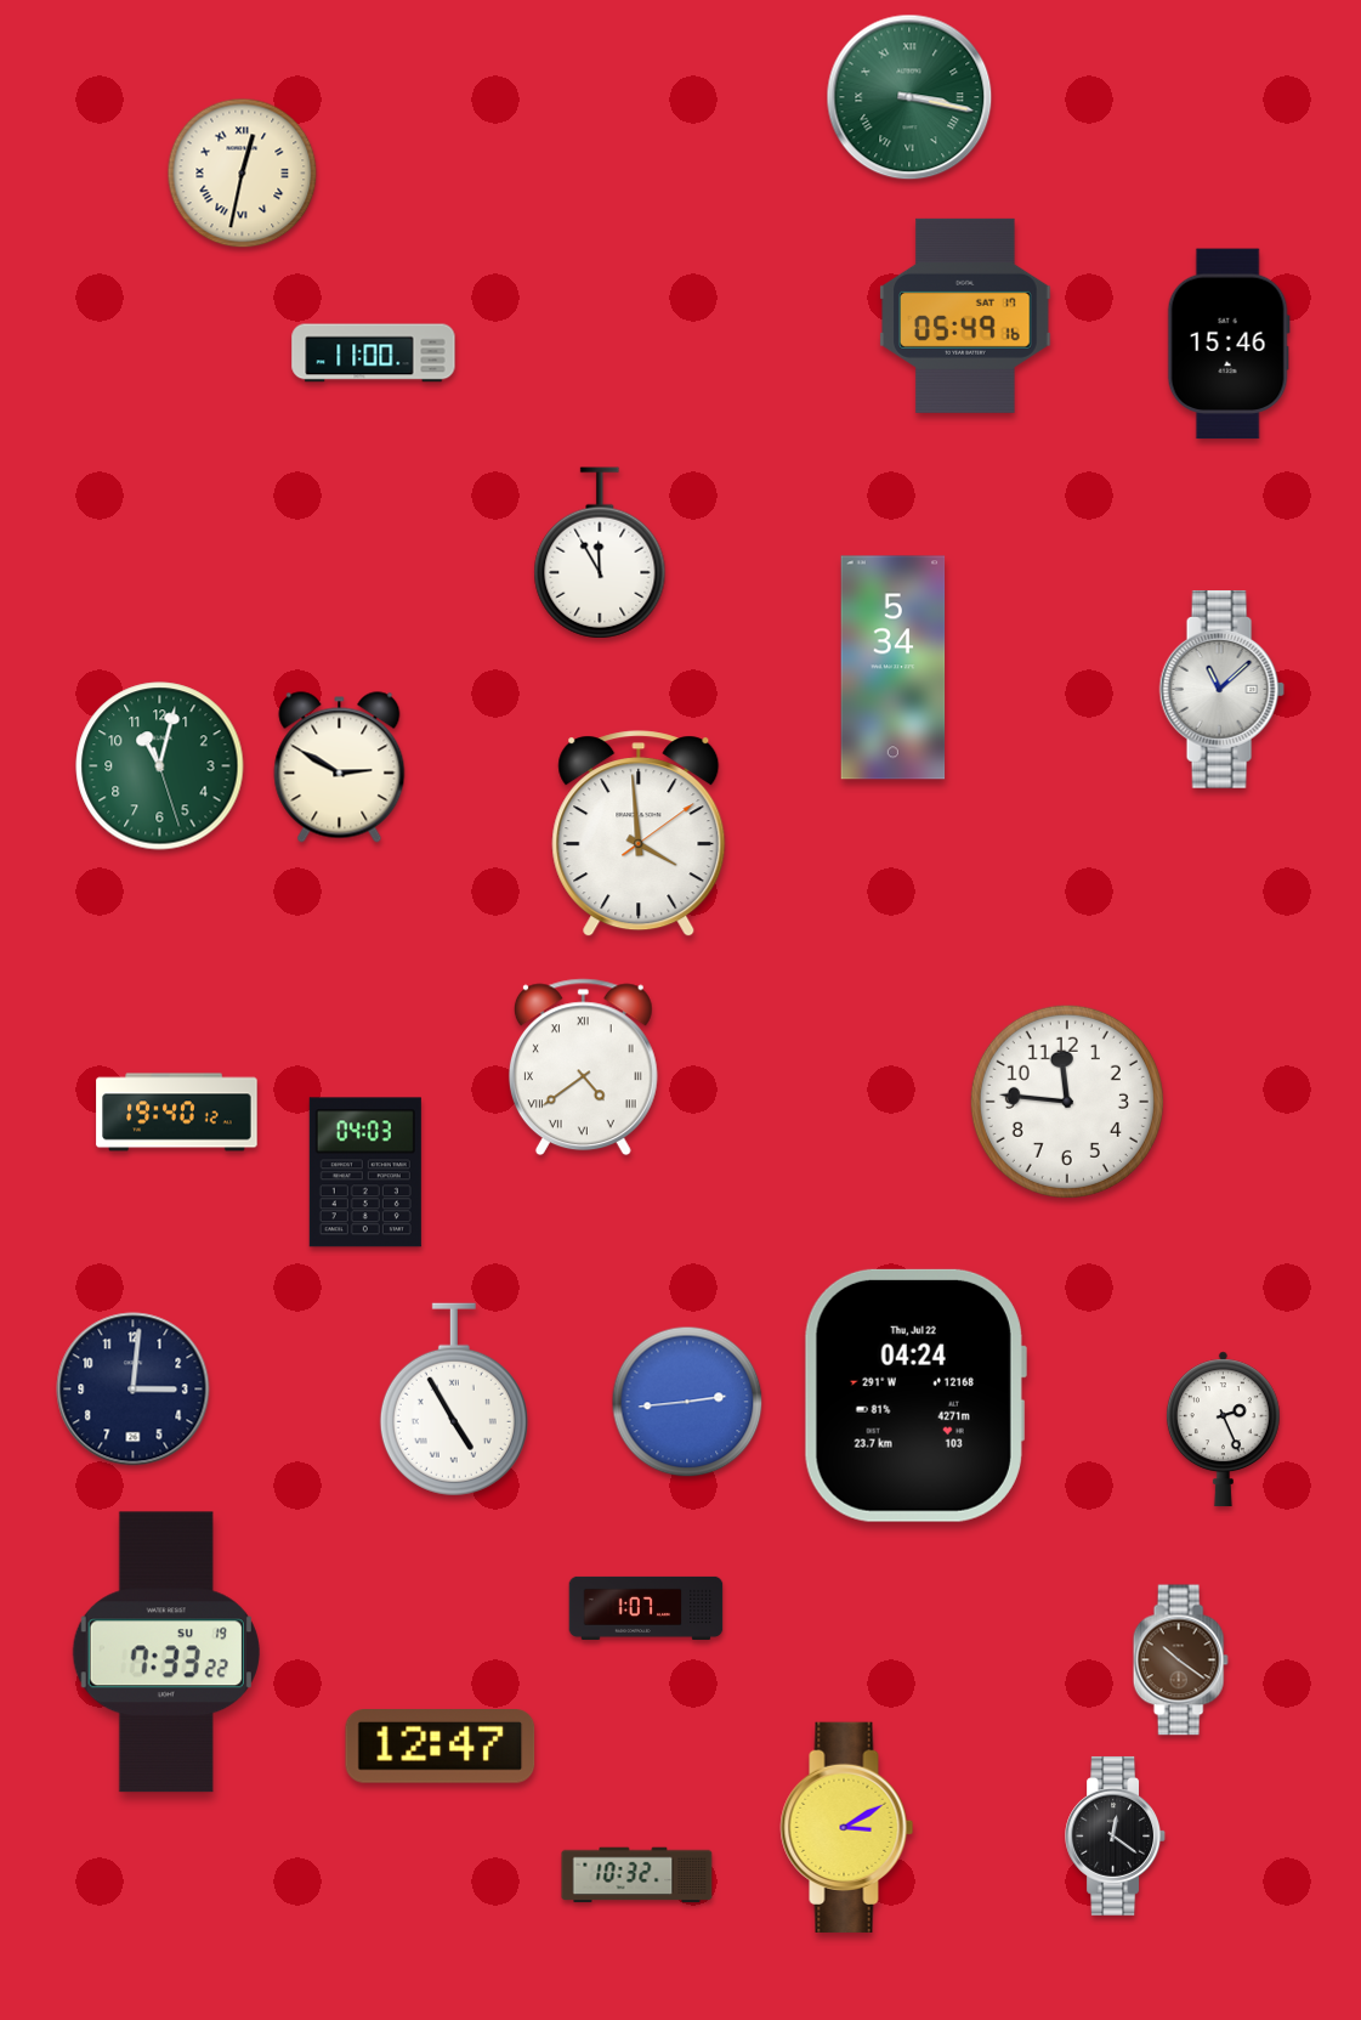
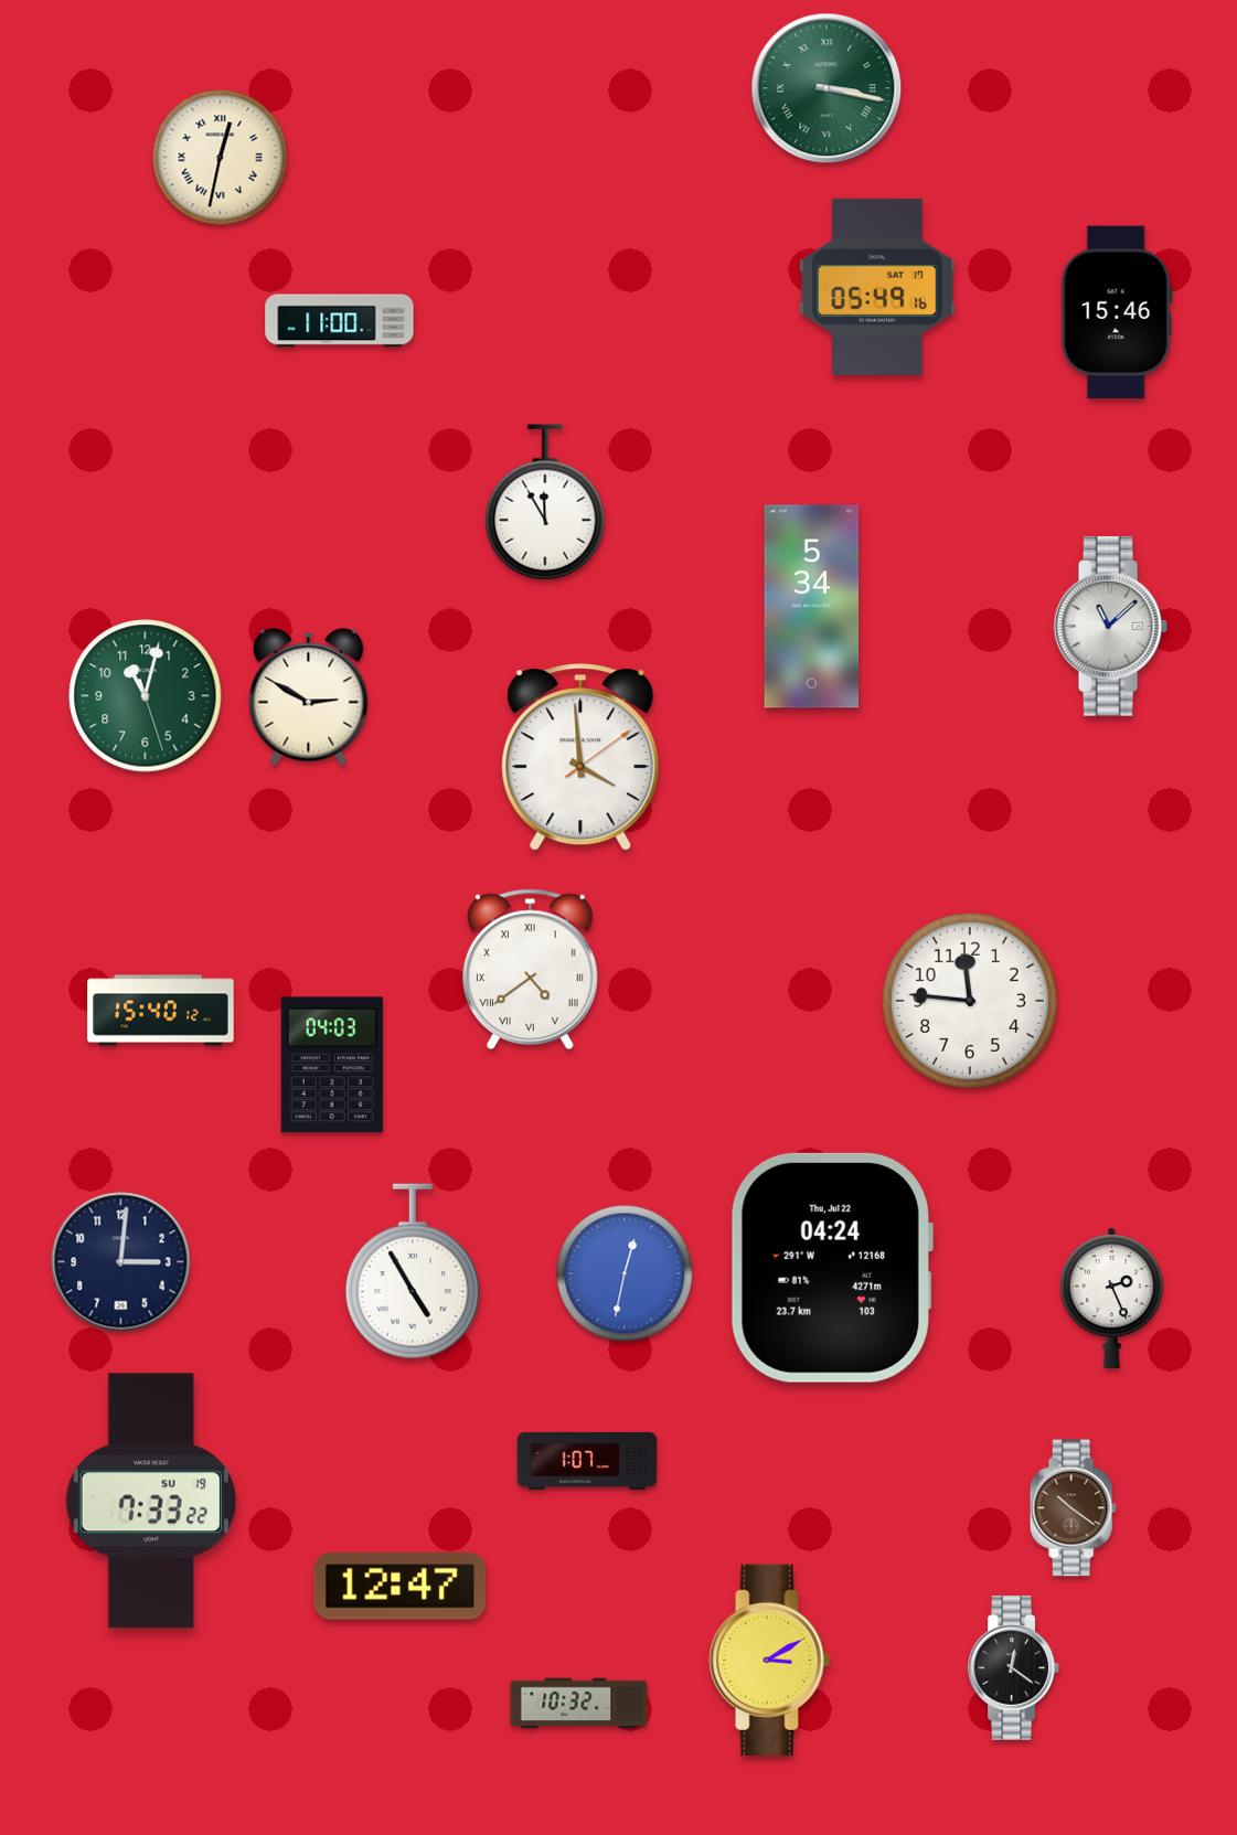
clock at (177, 1113): 19:40 -> 15:40
clock at (687, 1402): 2:44 -> 12:32
